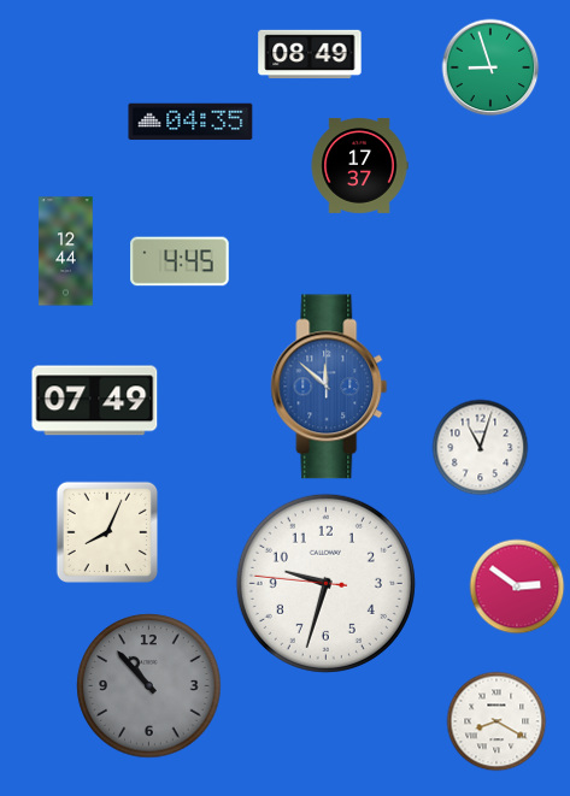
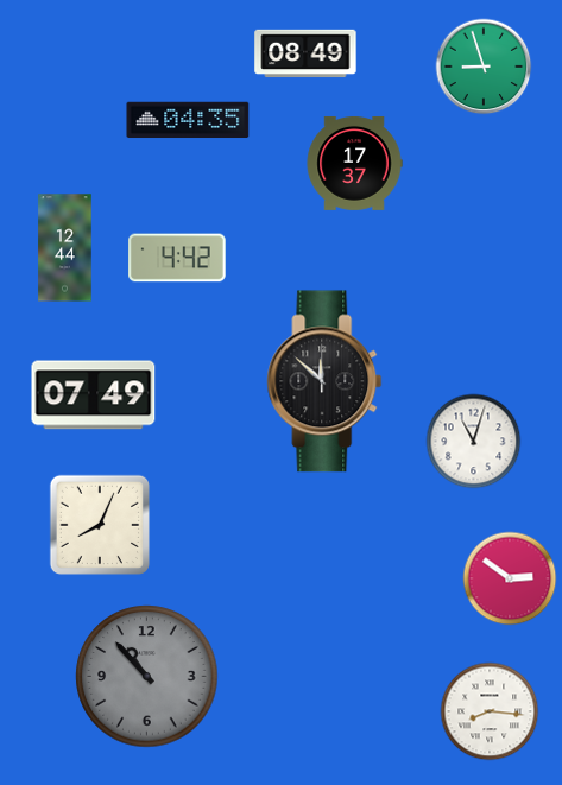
clock at (180, 261): 4:45 -> 4:42
clock at (329, 387) dial: blue -> black
clock at (106, 531) position: (106, 531) -> (99, 524)
clock at (325, 583): 9:32 -> none
clock at (496, 721): 8:20 -> 8:16
